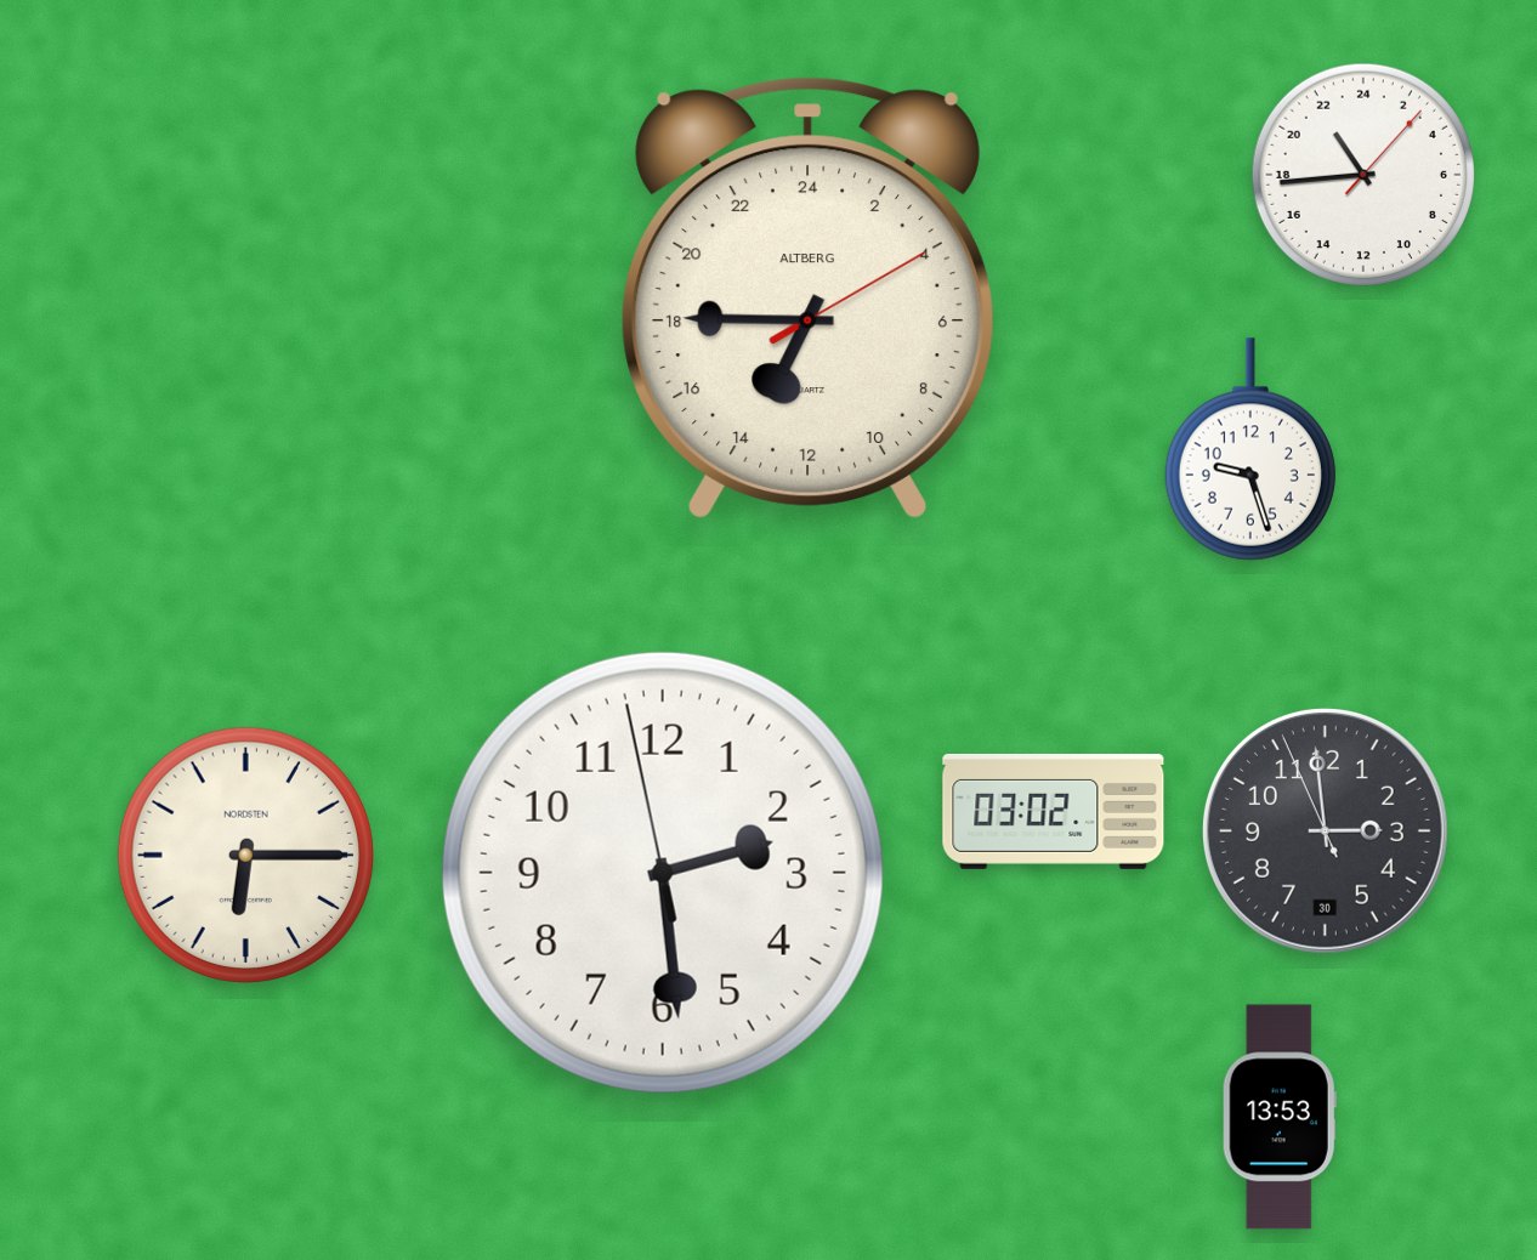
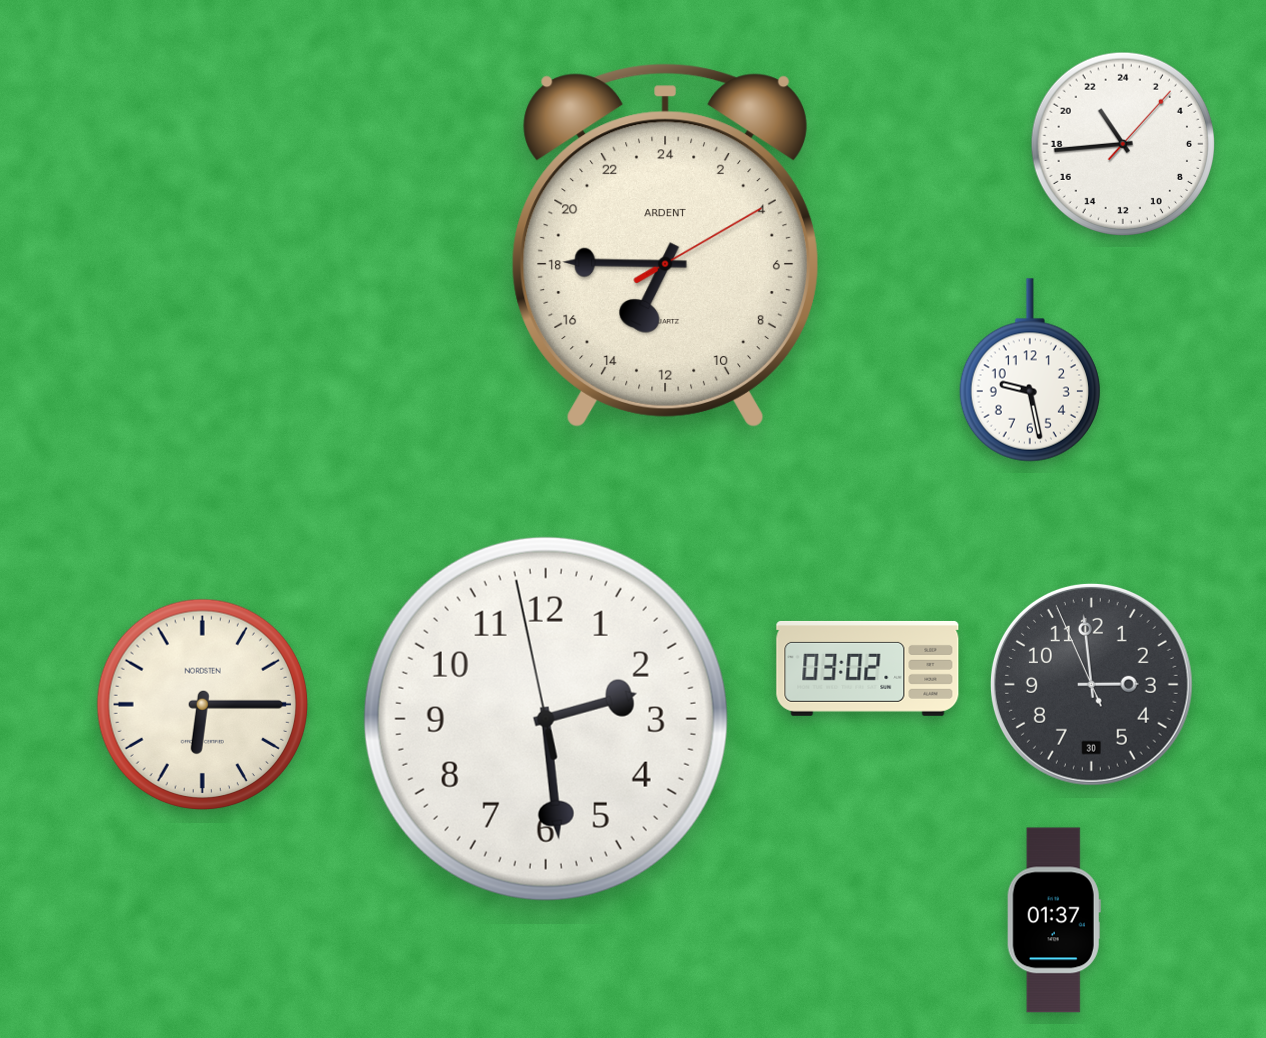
clock at (807, 297) brand: ALTBERG -> ARDENT
clock at (1250, 449): 9:27 -> 9:28
clock at (1280, 1117): 13:53 -> 01:37
